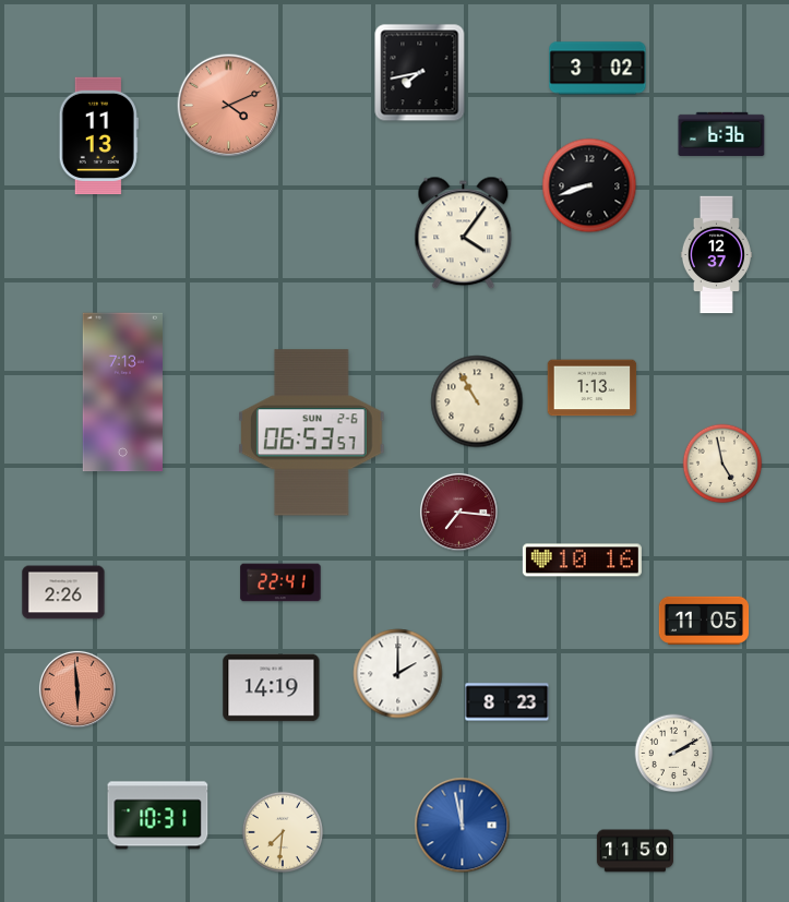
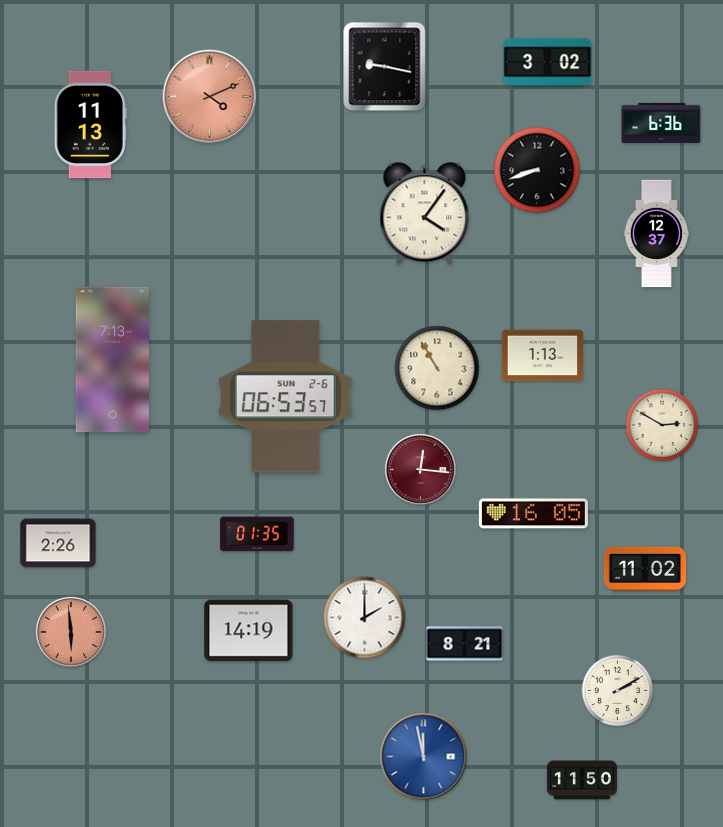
clock at (420, 73): 7:43 -> 9:17
clock at (589, 185) position: (589, 185) -> (537, 170)
clock at (722, 464): 4:58 -> 2:50
clock at (458, 512): 7:16 -> 12:16
clock at (582, 561): 10:16 -> 16:05
clock at (280, 582): 22:41 -> 01:35
clock at (704, 621): 11:05 -> 11:02
clock at (507, 702): 8:23 -> 8:21
clock at (158, 816): 10:31 -> none
clock at (283, 832): 7:31 -> none
